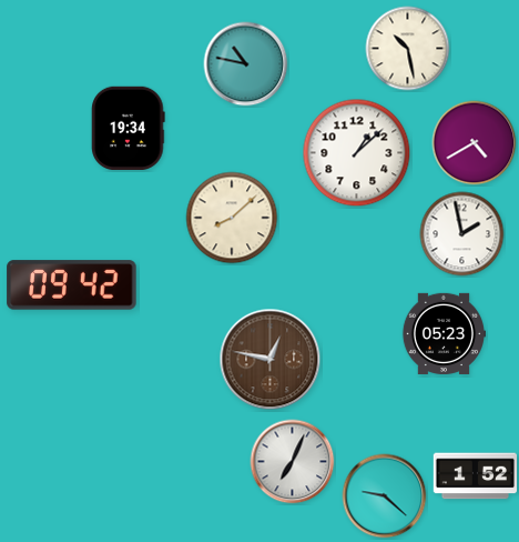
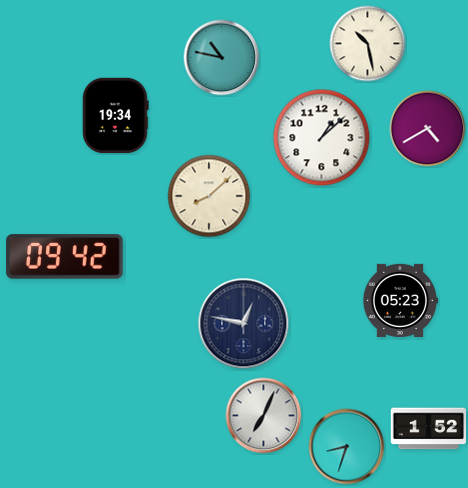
clock at (462, 234): 1:58 -> none
clock at (271, 360) dial: brown -> navy
clock at (385, 496): 9:22 -> 8:33
